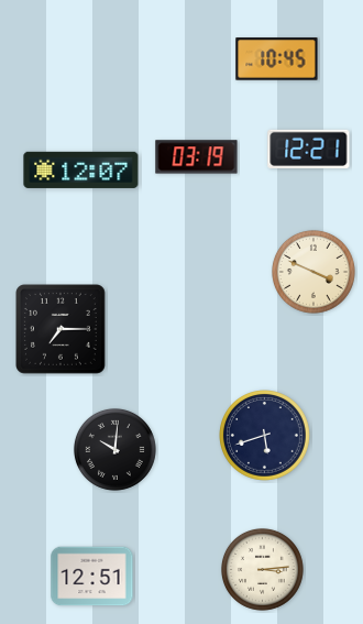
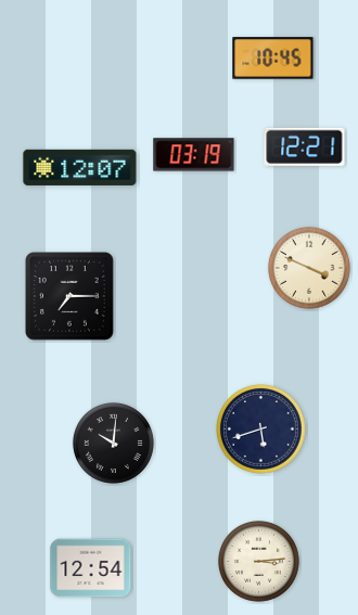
clock at (62, 330) position: (62, 330) -> (71, 297)
clock at (92, 577): 12:51 -> 12:54
